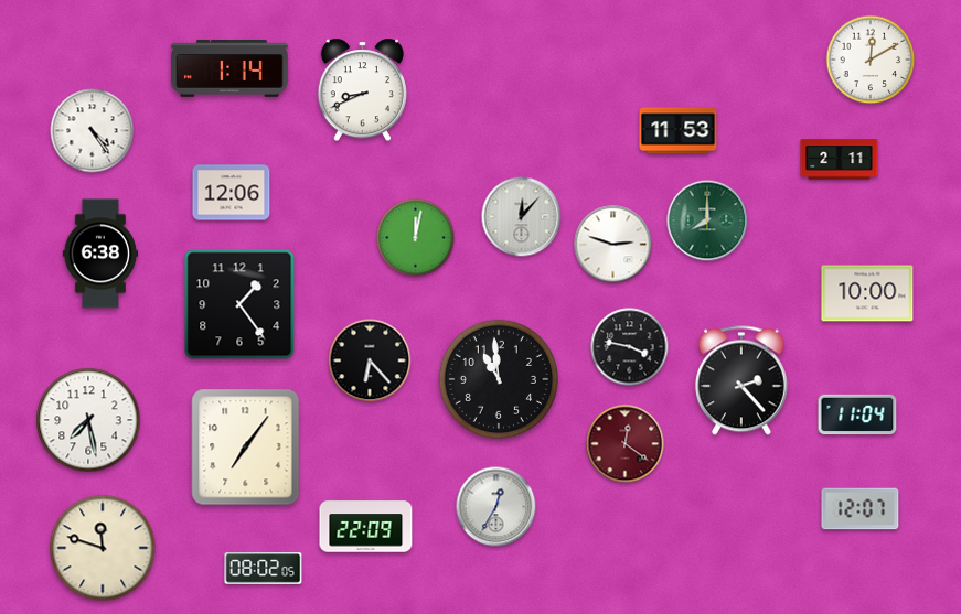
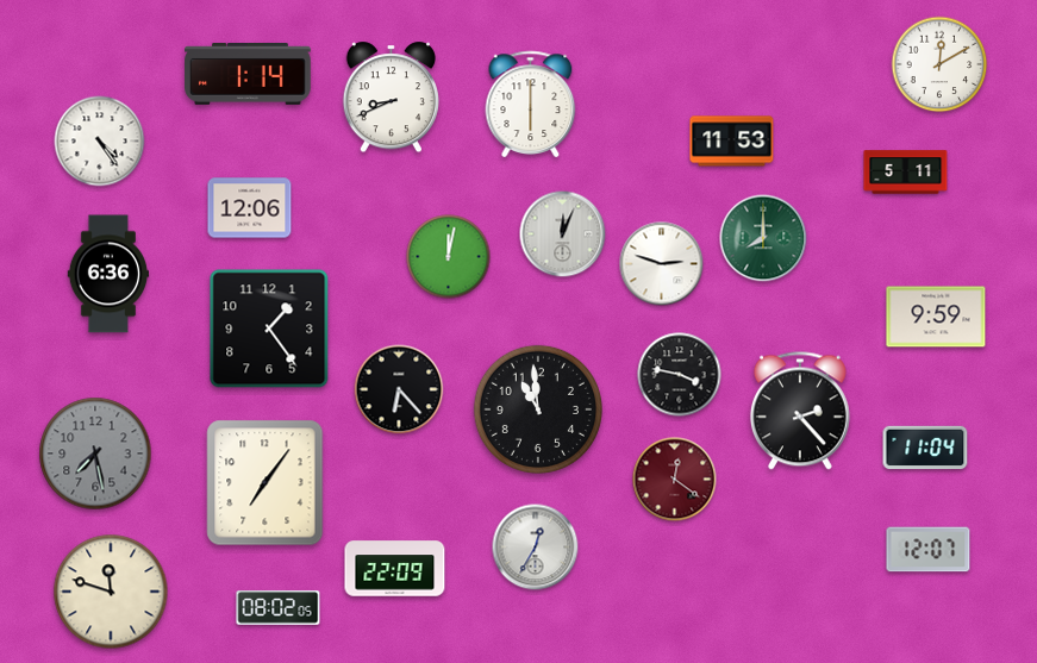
clock at (531, 104): none -> 6:00
clock at (840, 160): 2:11 -> 5:11
clock at (522, 217): 12:07 -> 12:04
clock at (100, 254): 6:38 -> 6:36
clock at (867, 293): 10:00 -> 9:59
clock at (239, 304) position: (239, 304) -> (269, 329)
clock at (88, 420) dial: white -> grey
clock at (264, 569) position: (264, 569) -> (279, 608)
